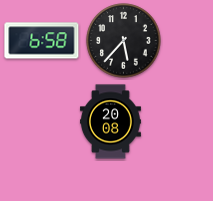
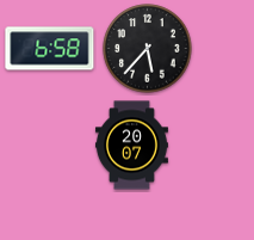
clock at (111, 122): 20:08 -> 20:07
